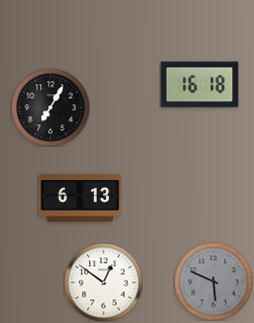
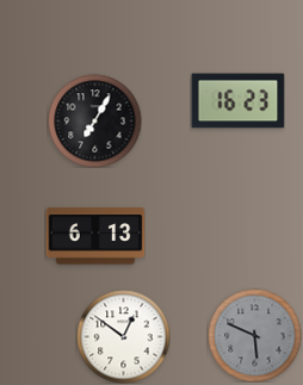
clock at (199, 85): 16:18 -> 16:23
clock at (50, 107) position: (50, 107) -> (94, 120)
